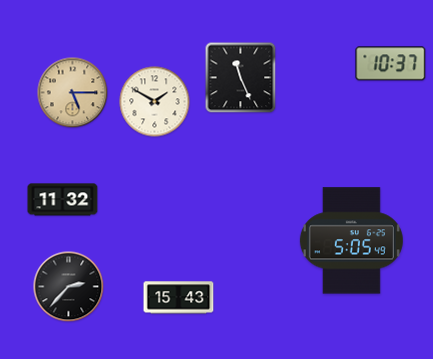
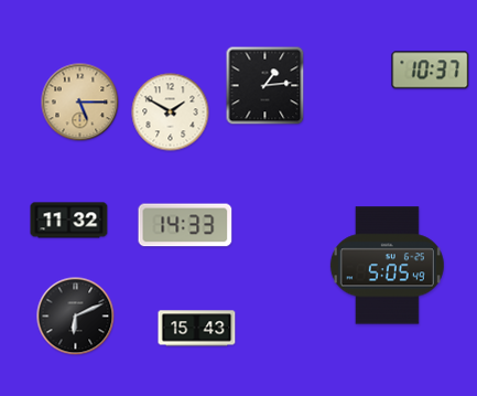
clock at (241, 78): 11:26 -> 1:14
clock at (185, 225): none -> 14:33
clock at (69, 287): 2:37 -> 6:11
